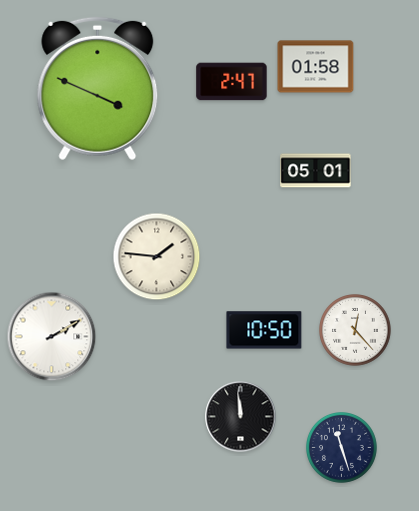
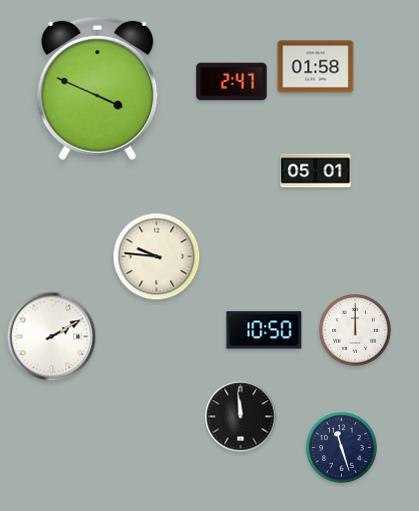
clock at (157, 257): 1:46 -> 9:46
clock at (355, 330): 12:23 -> 12:00
